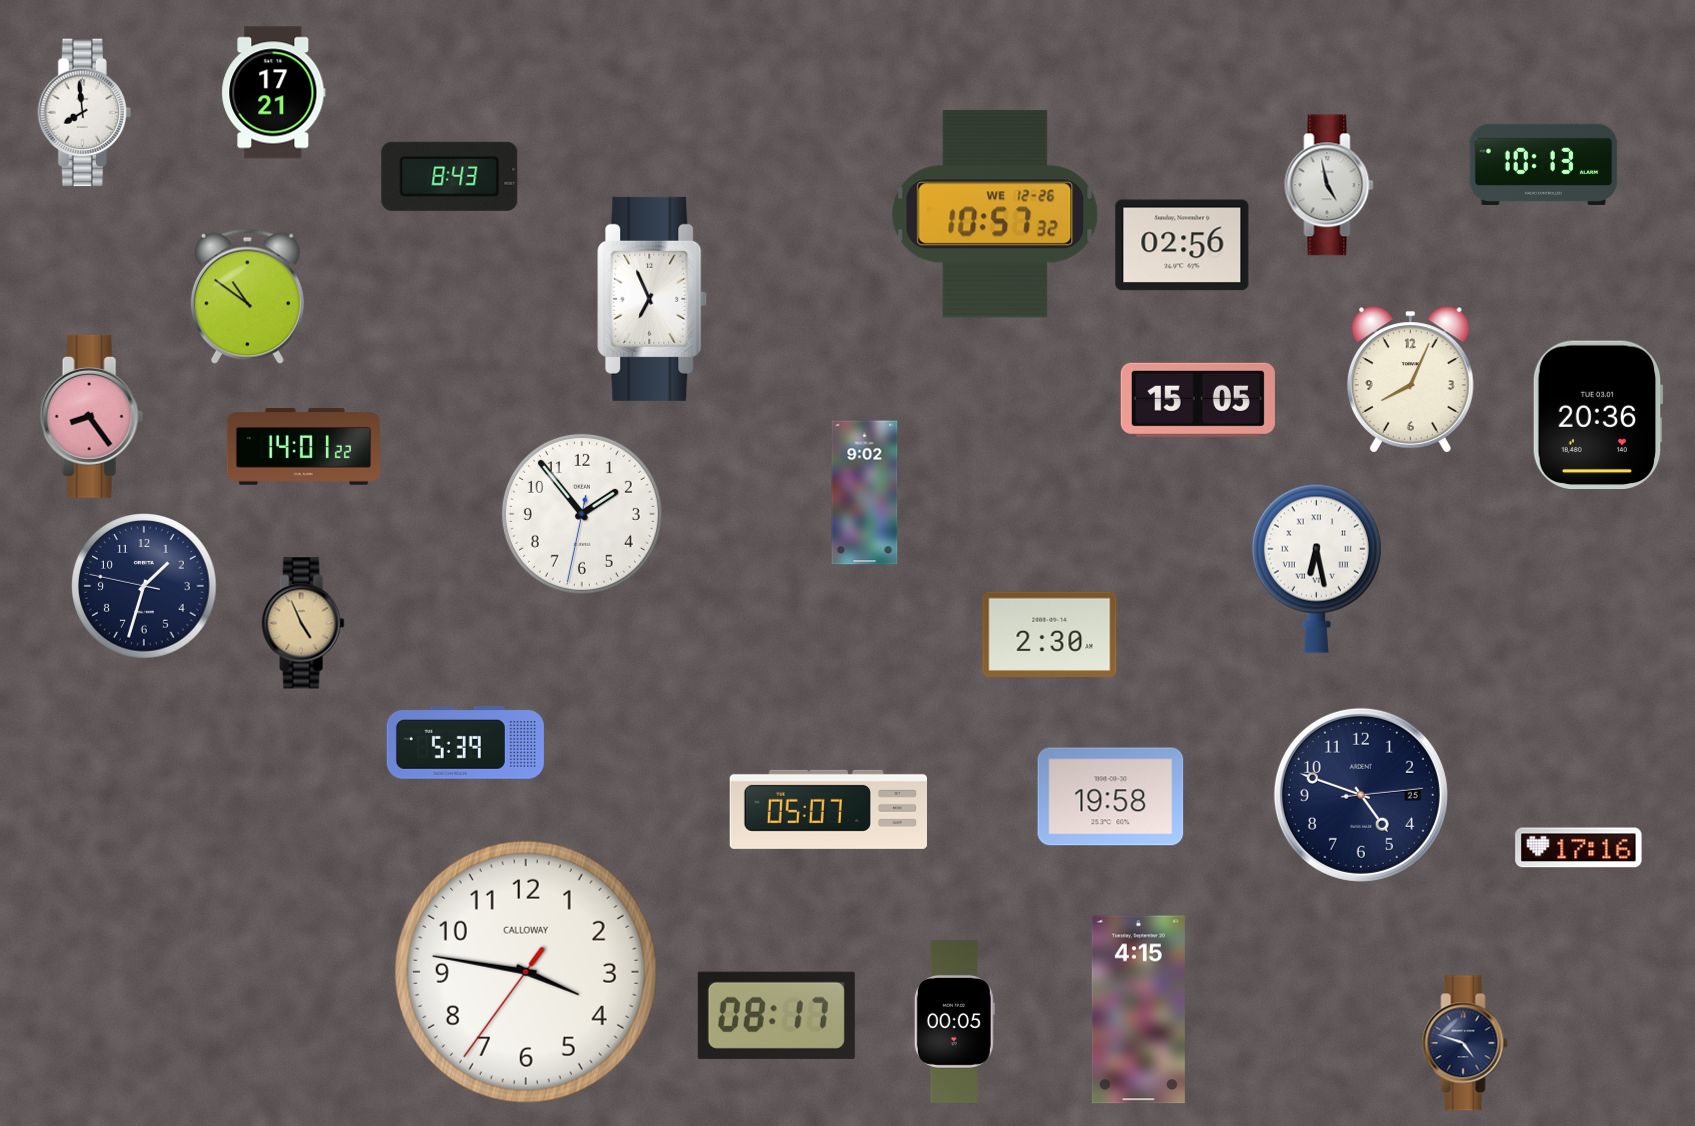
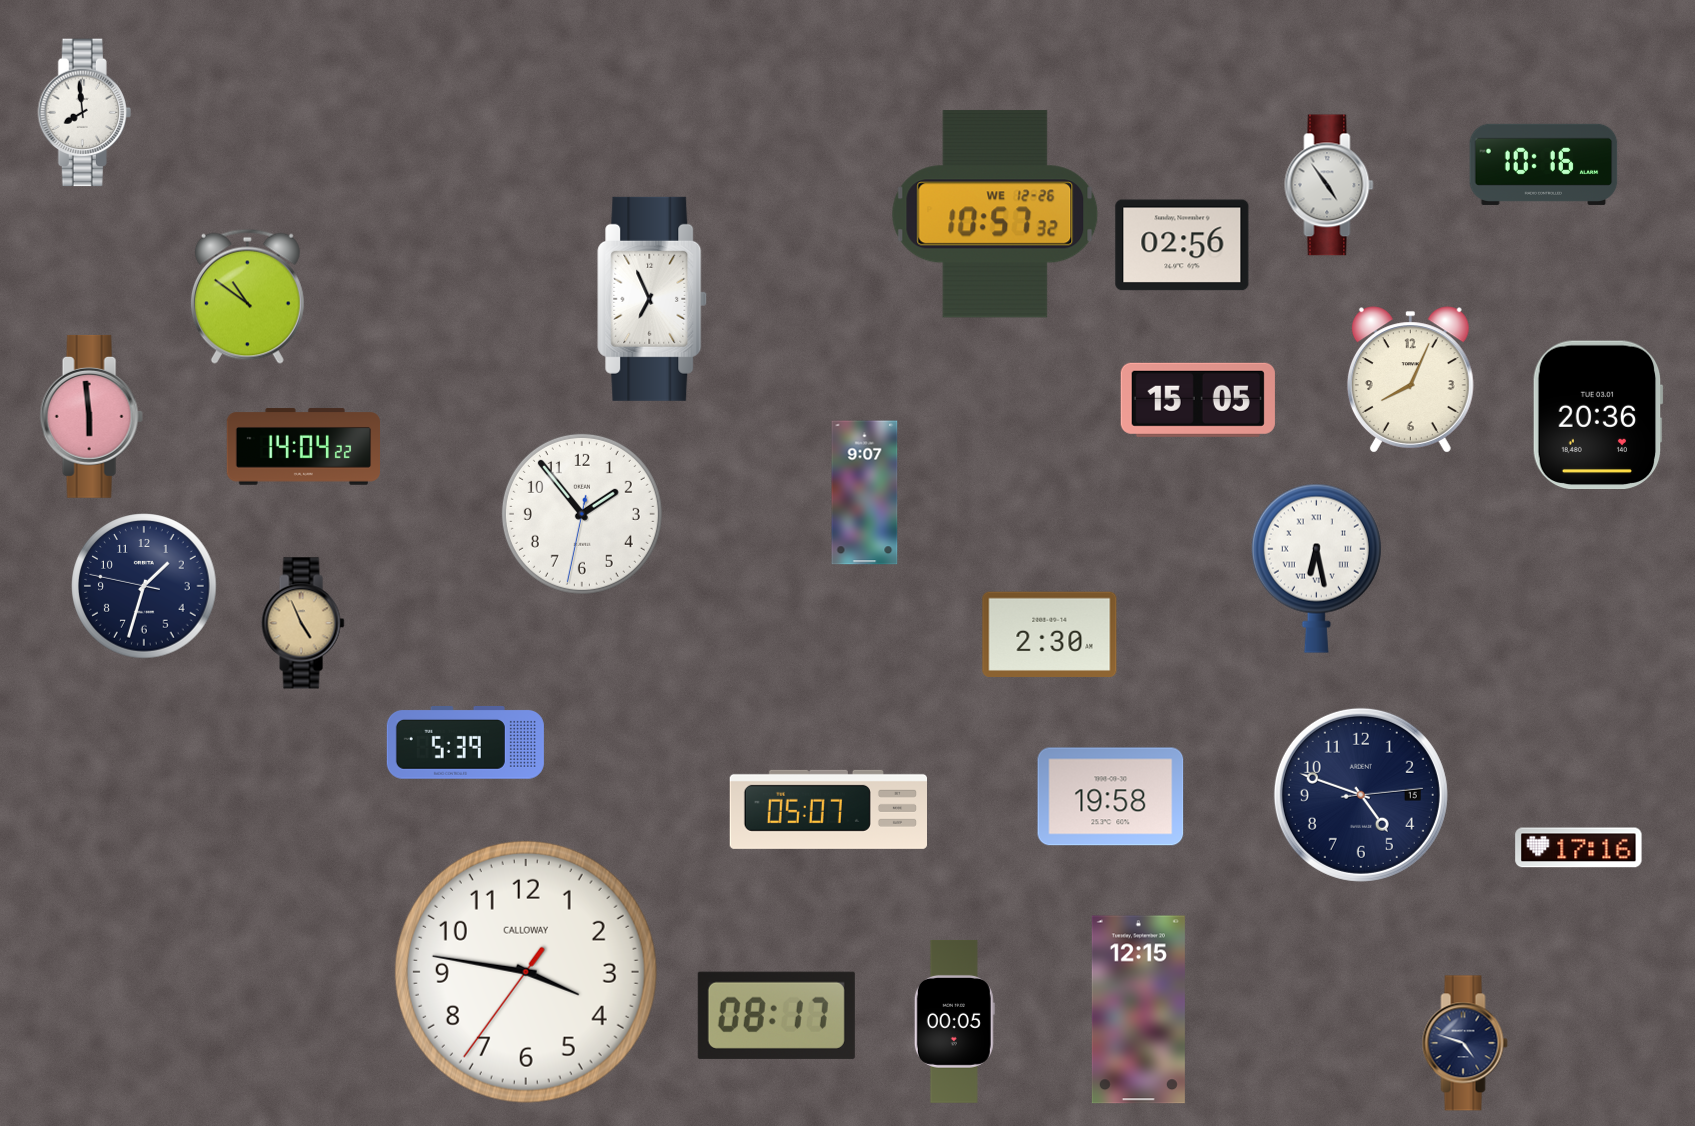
clock at (274, 93): 17:21 -> none
clock at (1544, 164): 10:13 -> 10:16
clock at (450, 176): 8:43 -> none
clock at (1329, 185): 4:58 -> 4:54
clock at (91, 416): 8:24 -> 5:59
clock at (303, 447): 14:01 -> 14:04
clock at (865, 493): 9:02 -> 9:07
clock at (1361, 795) date: 25 -> 15
clock at (1138, 1010): 4:15 -> 12:15
